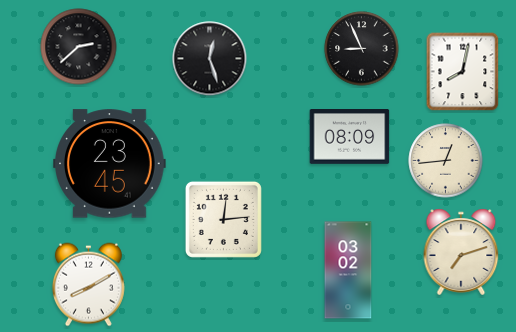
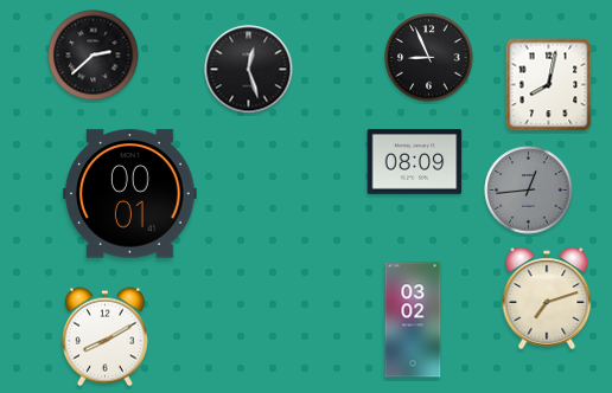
clock at (446, 161) dial: cream -> grey
clock at (110, 164): 23:45 -> 00:01
clock at (223, 219): 12:14 -> none
